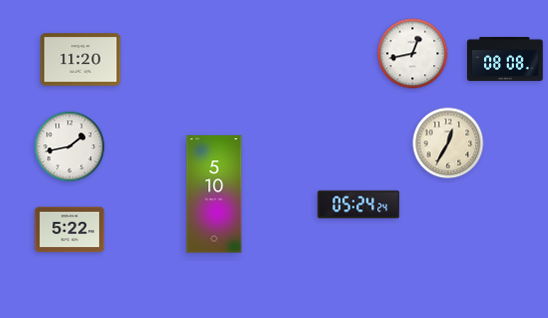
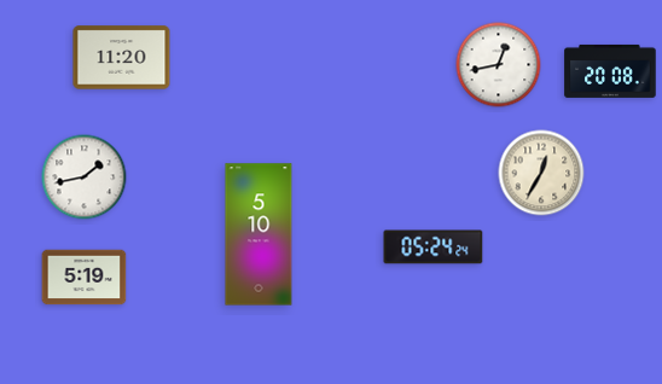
clock at (505, 59): 08:08 -> 20:08
clock at (81, 60) position: (81, 60) -> (122, 58)
clock at (70, 230): 5:22 -> 5:19
